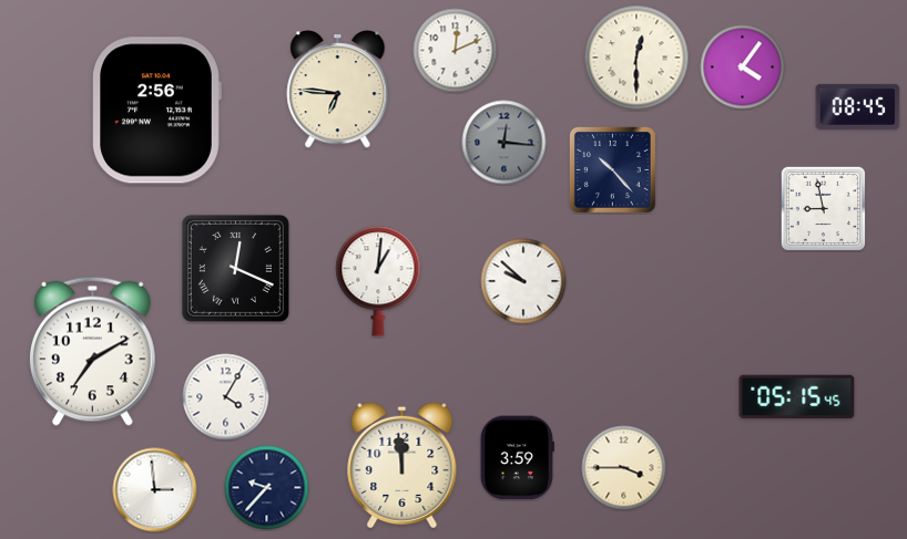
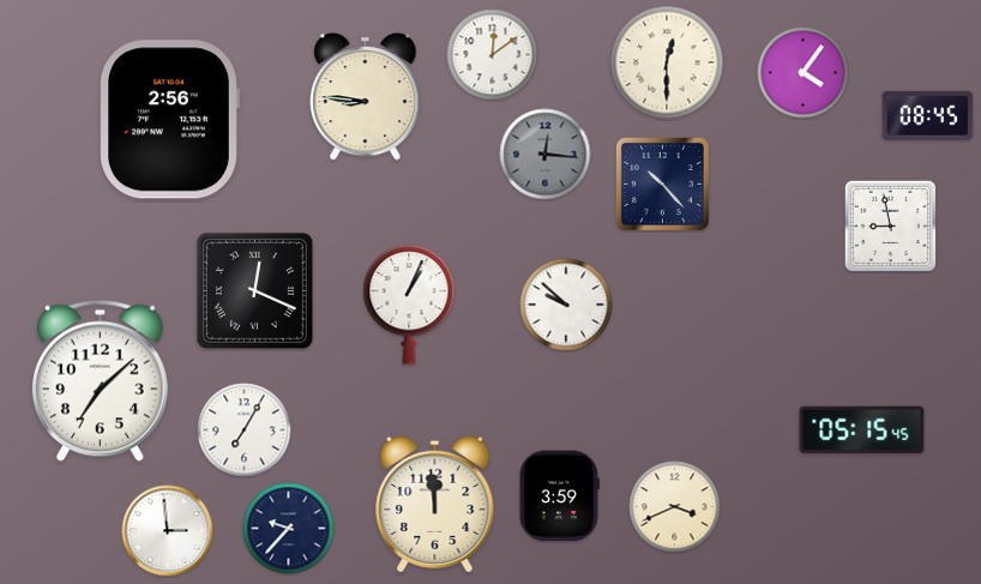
clock at (456, 51): 12:11 -> 12:09
clock at (636, 58) position: (636, 58) -> (667, 62)
clock at (338, 90): 6:46 -> 8:46
clock at (378, 281): 1:01 -> 1:04
clock at (92, 351): 7:10 -> 7:08
clock at (226, 397): 4:05 -> 7:05
clock at (624, 468): 3:45 -> 3:41
